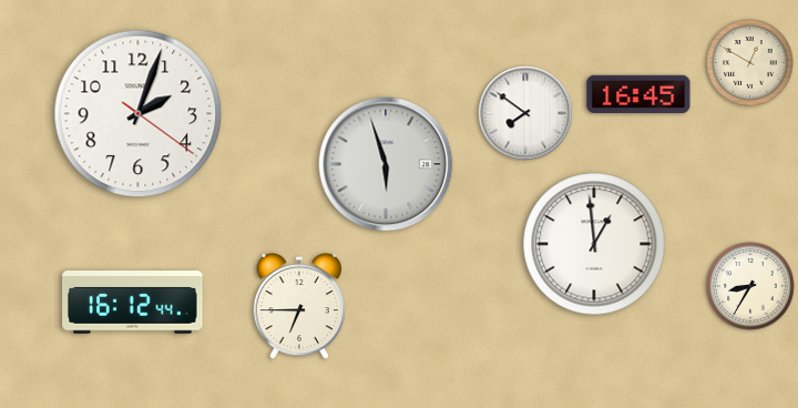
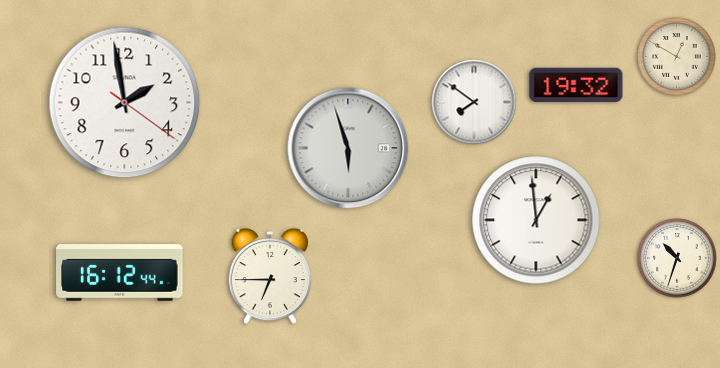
clock at (638, 93): 16:45 -> 19:32
clock at (139, 114): 2:03 -> 1:58
clock at (750, 286): 8:35 -> 10:33
